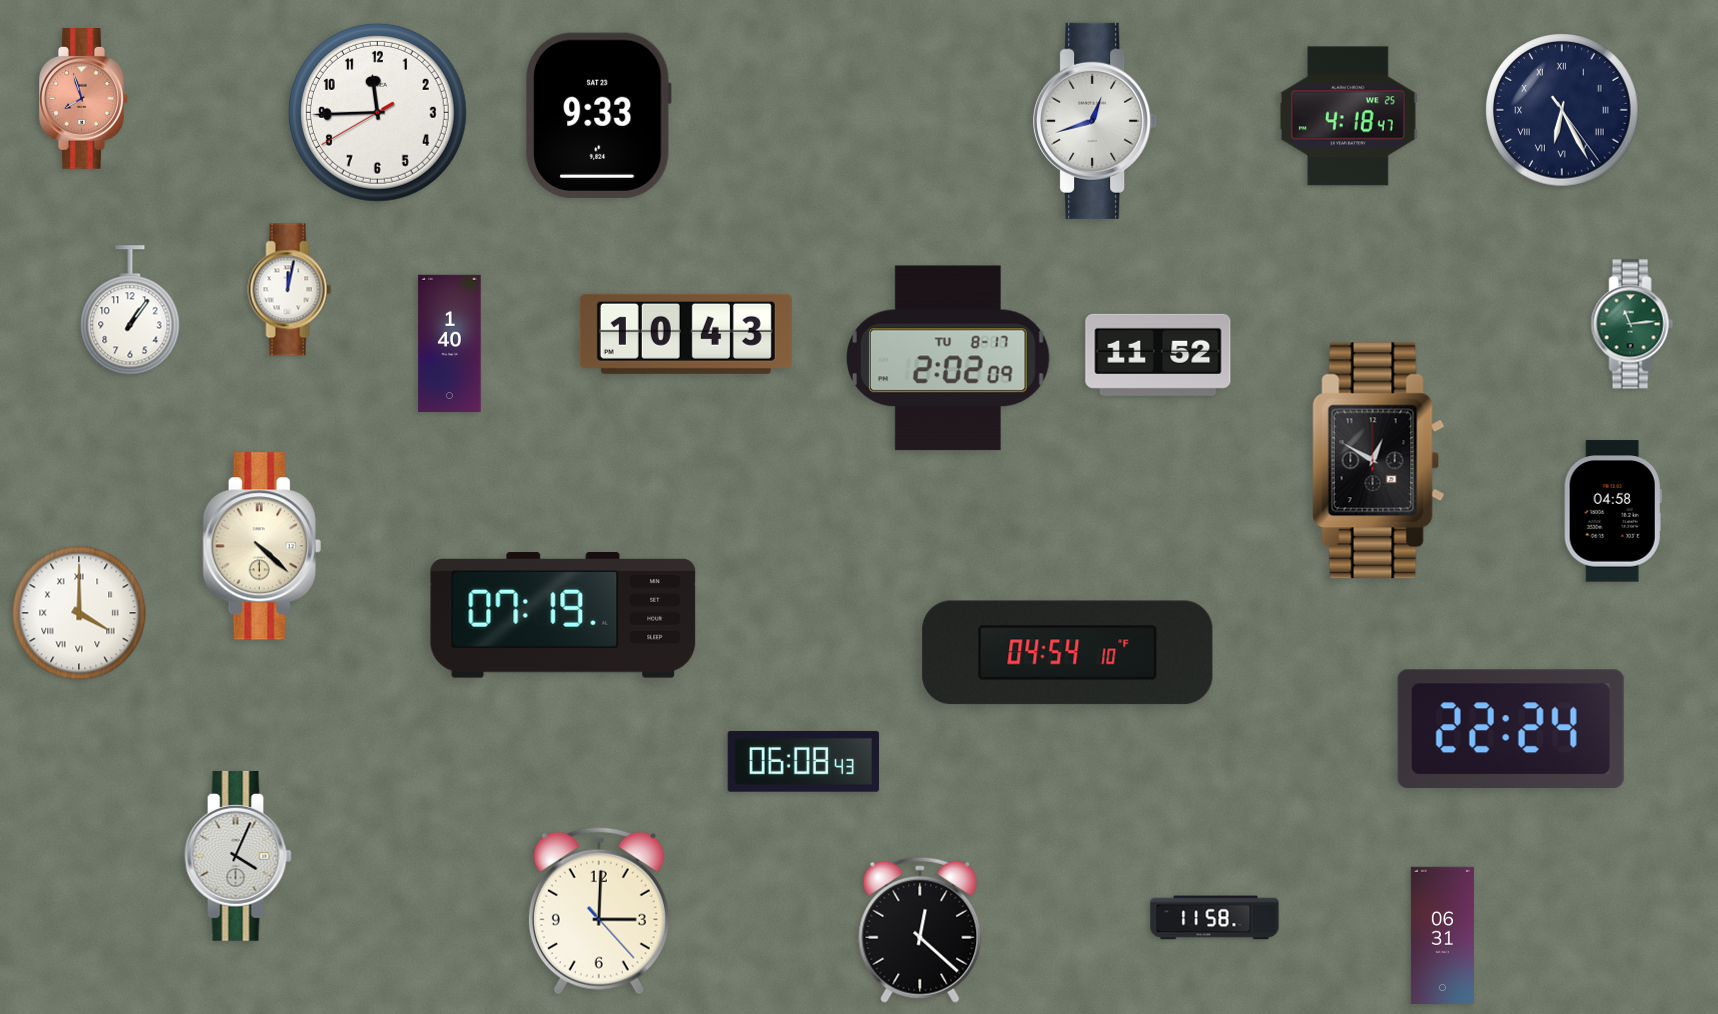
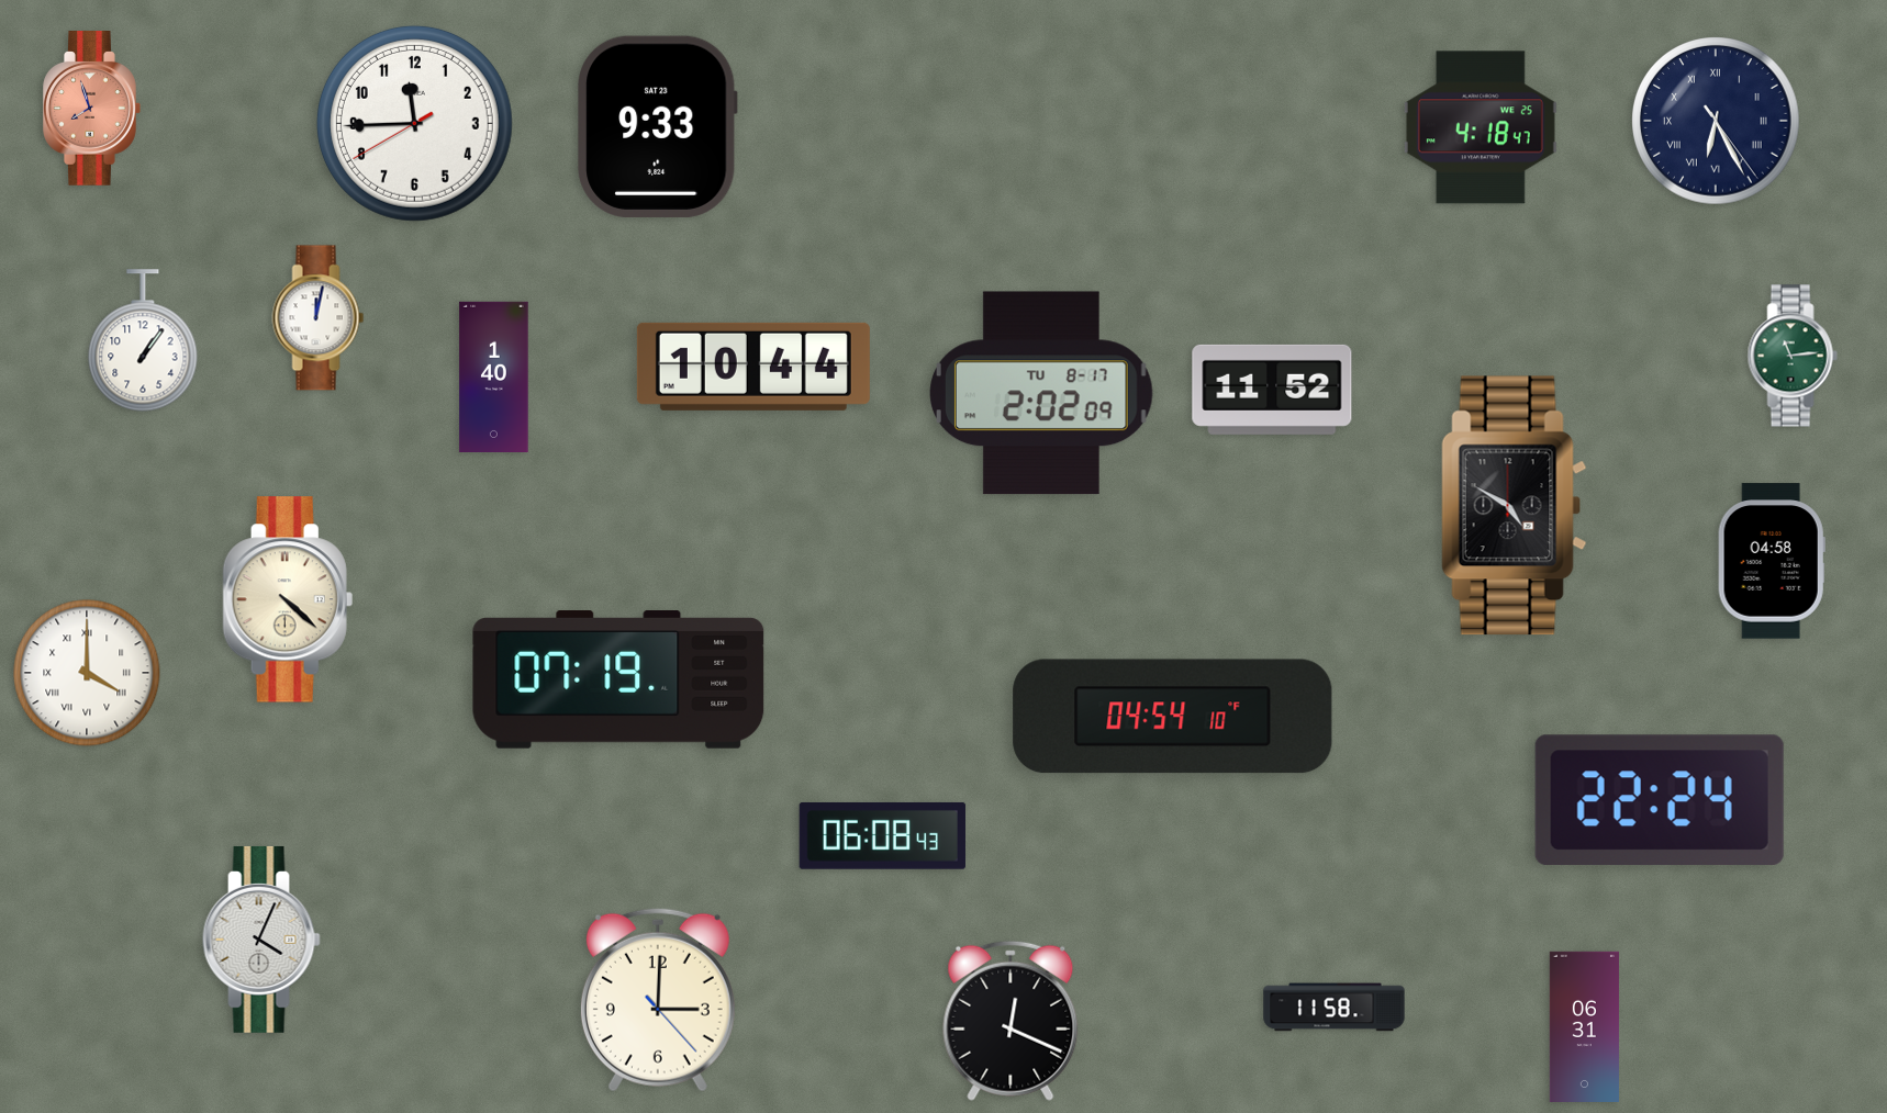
clock at (1096, 121): 12:42 -> none
clock at (686, 334): 10:43 -> 10:44
clock at (1379, 461): 12:50 -> 4:50
clock at (563, 616) position: (563, 616) -> (618, 681)
clock at (920, 930): 12:22 -> 12:19
